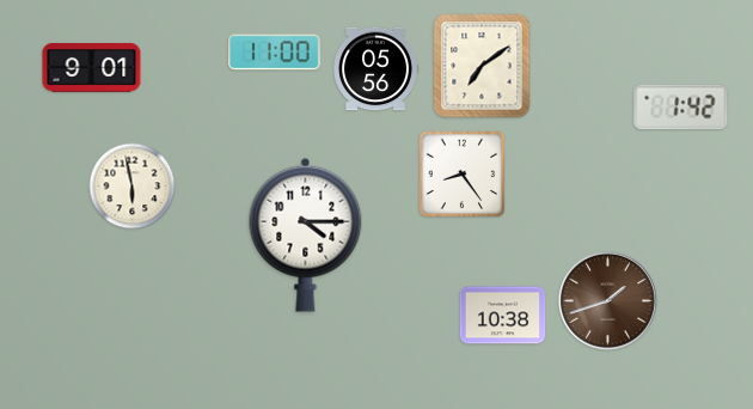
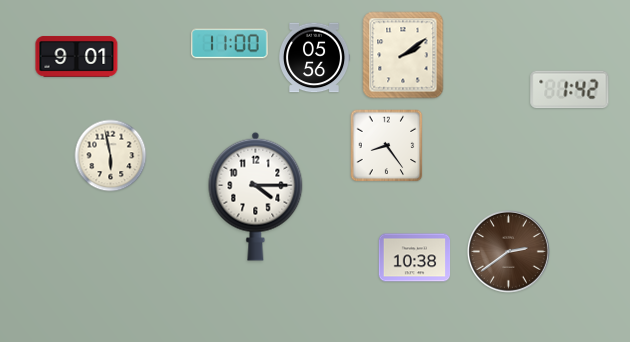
clock at (482, 66): 7:09 -> 2:09
clock at (608, 301): 1:42 -> 2:39
clock at (503, 316) position: (503, 316) -> (415, 258)
